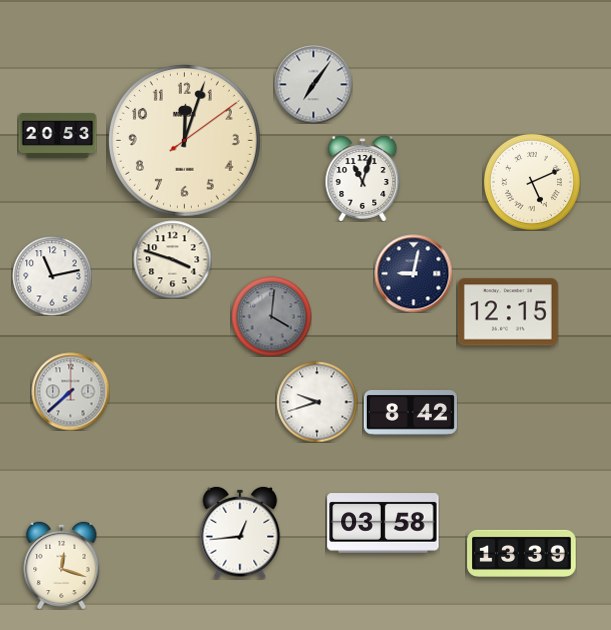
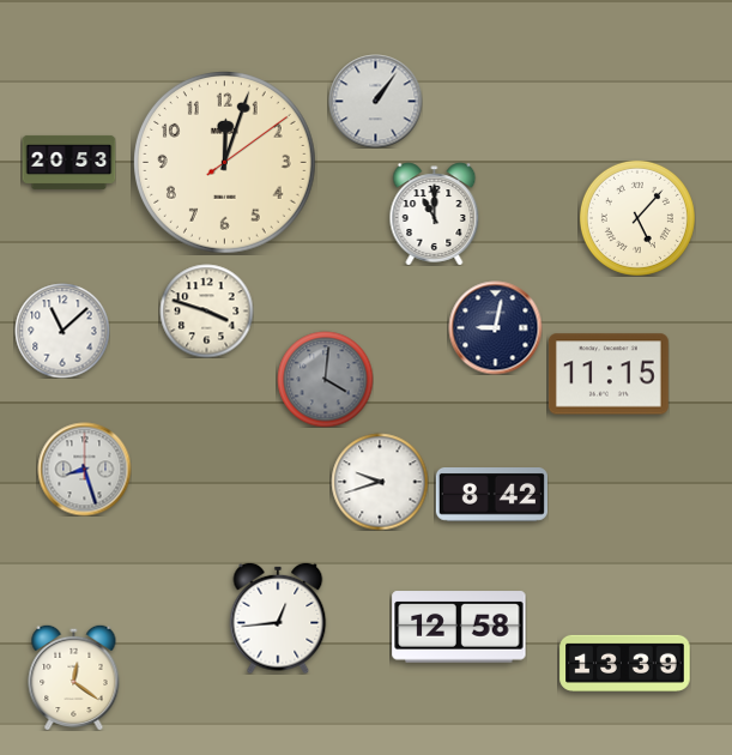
clock at (313, 84): 7:06 -> 1:06
clock at (185, 141) position: (185, 141) -> (225, 163)
clock at (363, 178): 11:03 -> 11:00
clock at (532, 182): 5:11 -> 5:07
clock at (52, 276): 11:13 -> 11:08
clock at (508, 312): 12:15 -> 11:15
clock at (70, 391): 7:38 -> 8:27
clock at (383, 523): 03:58 -> 12:58
clock at (240, 533) position: (240, 533) -> (278, 618)
clock at (62, 565): 12:18 -> 12:21
